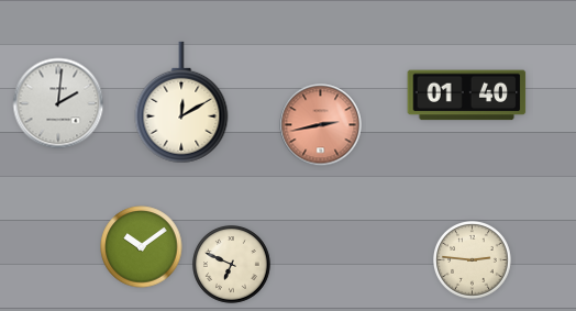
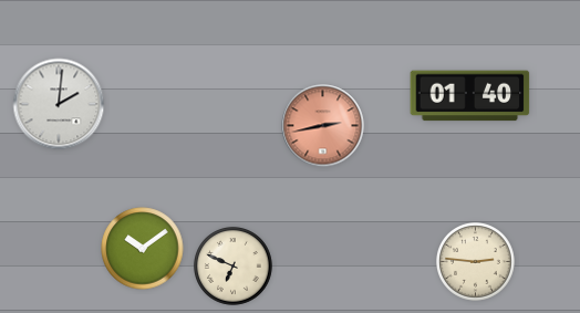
clock at (181, 102): 12:10 -> none
